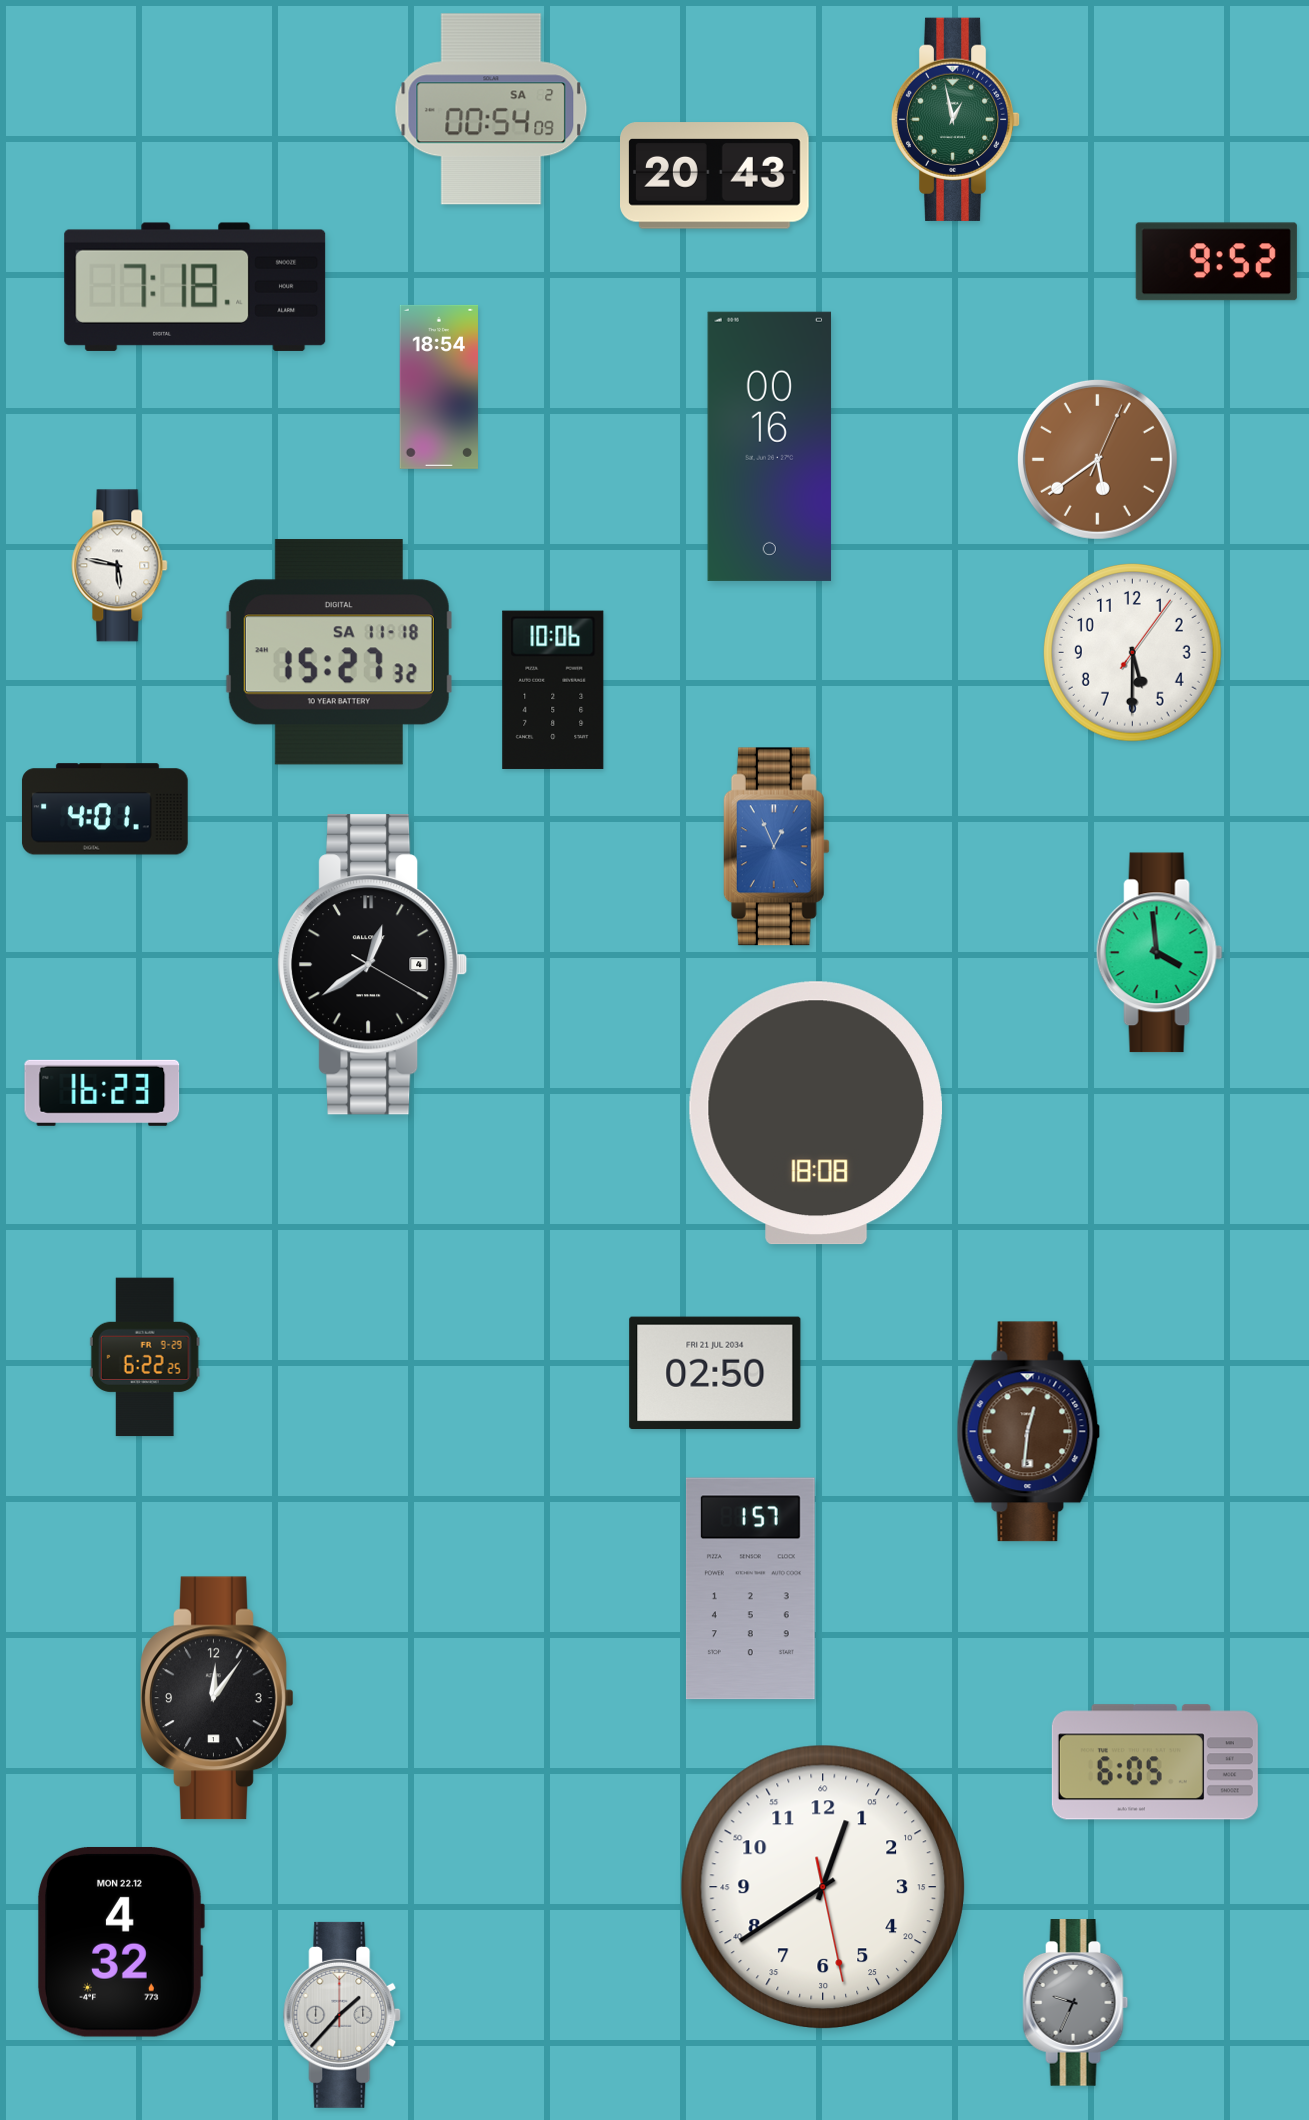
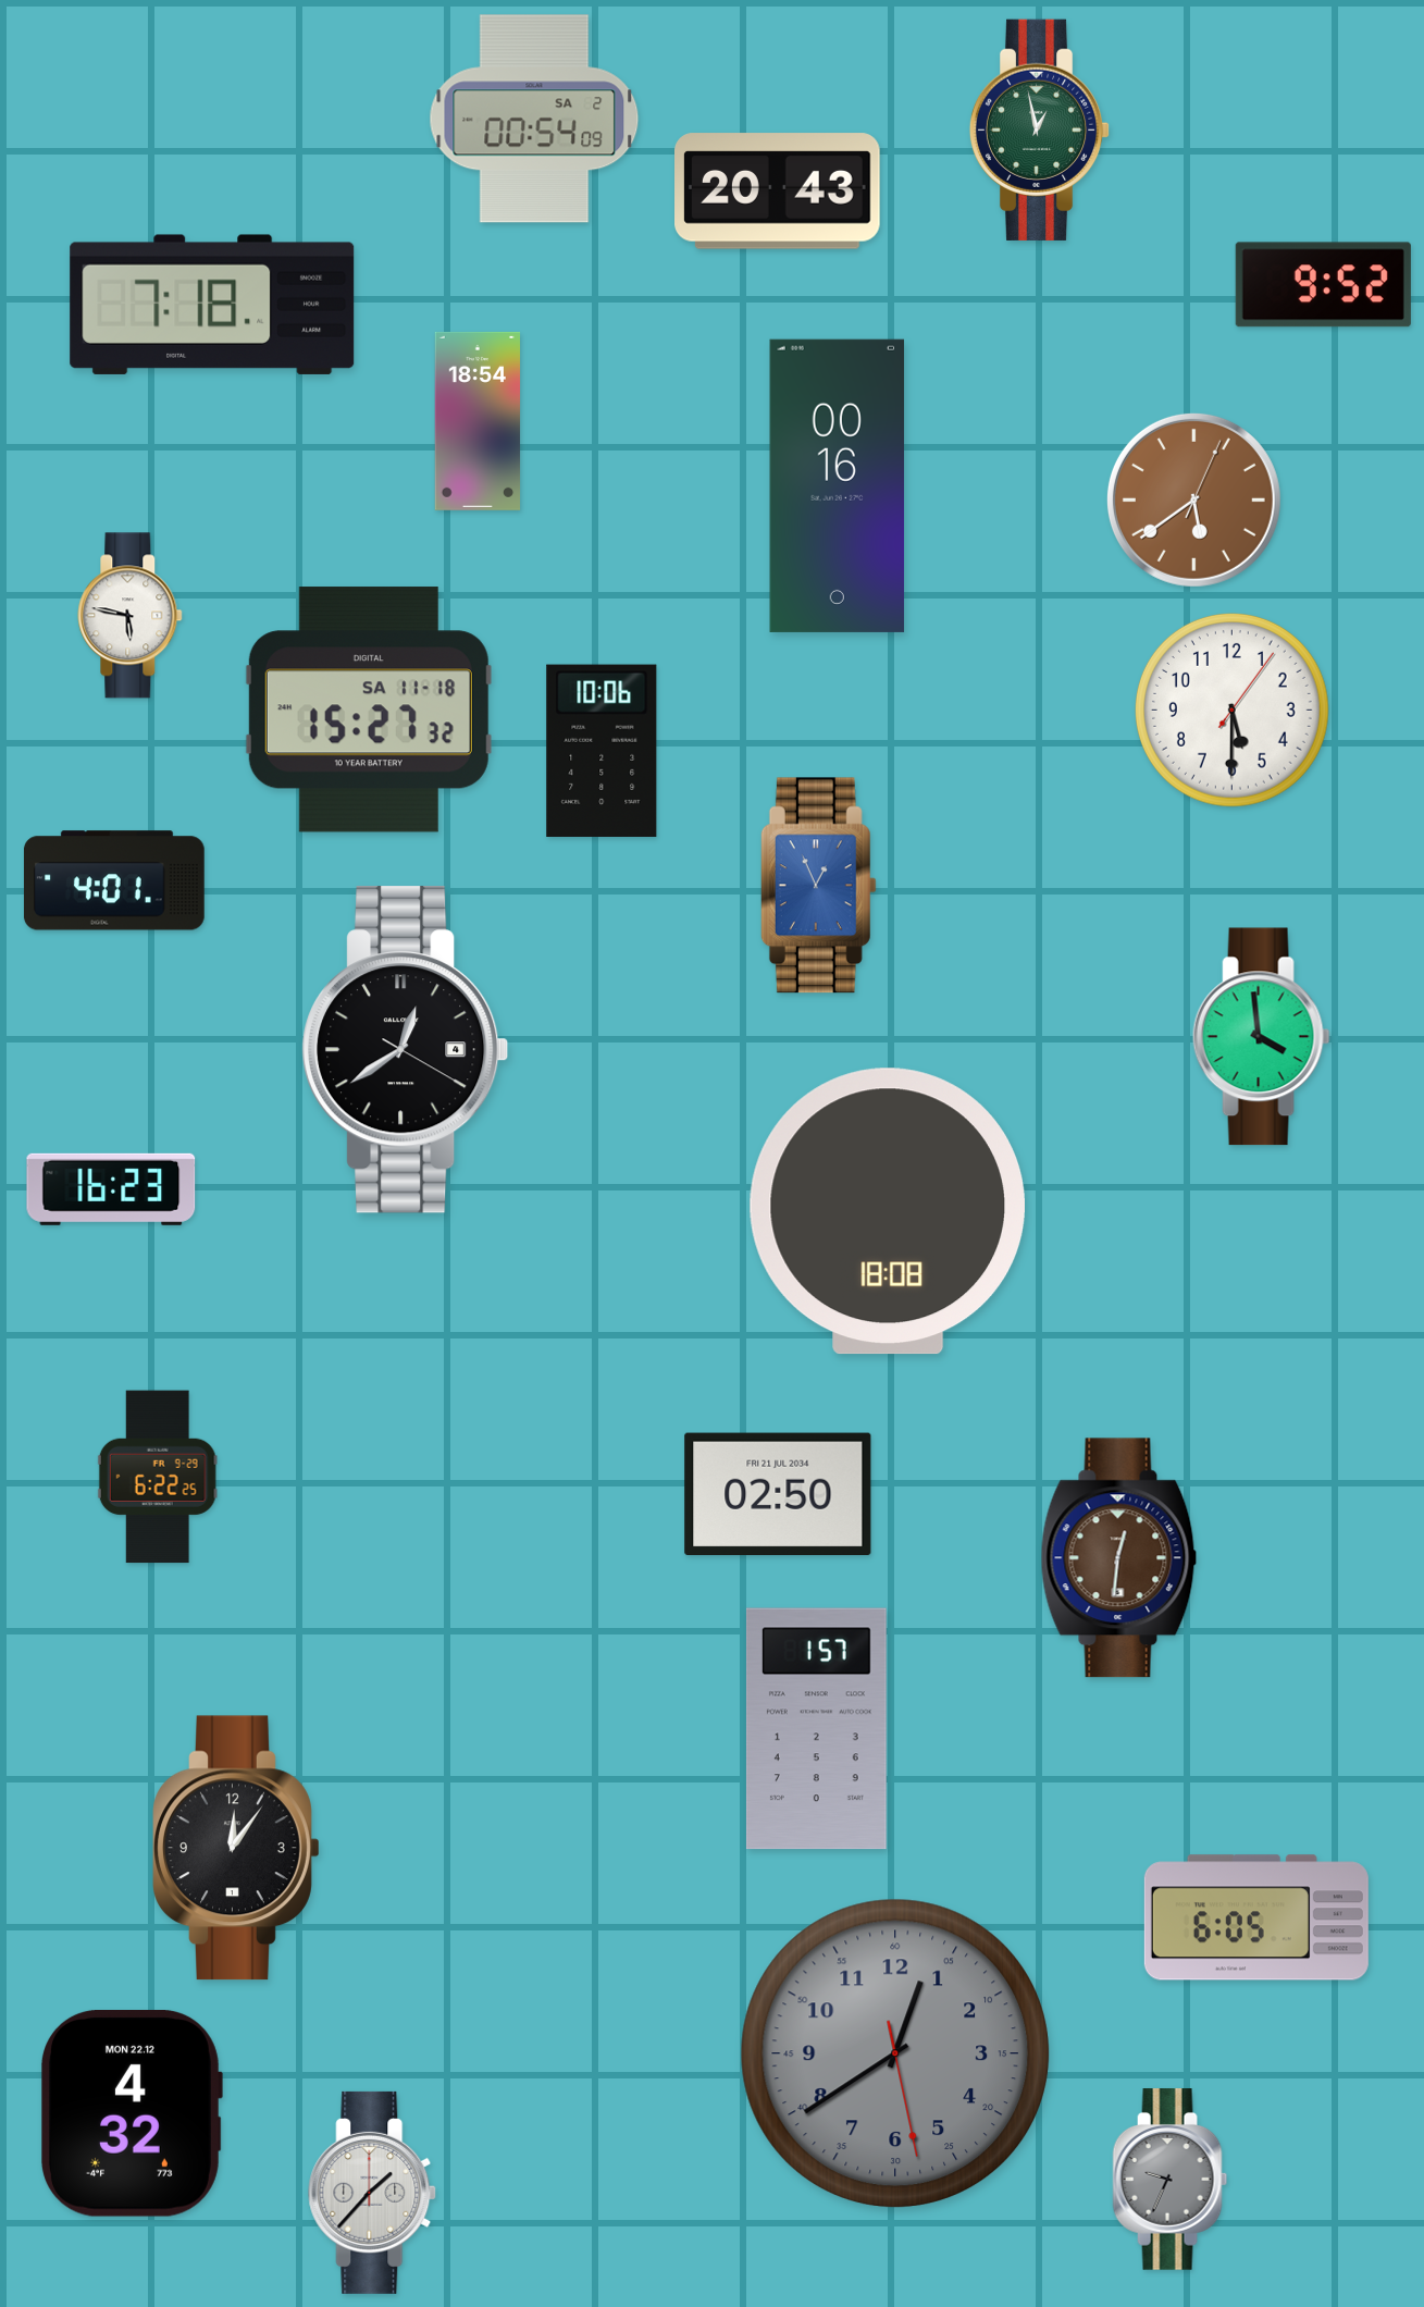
clock at (195, 287) position: (195, 287) -> (212, 305)
clock at (776, 847) position: (776, 847) -> (818, 886)
clock at (822, 1886) dial: white -> grey
